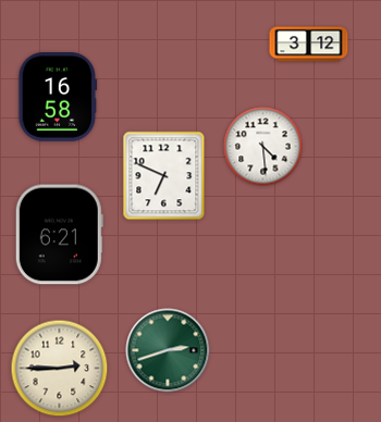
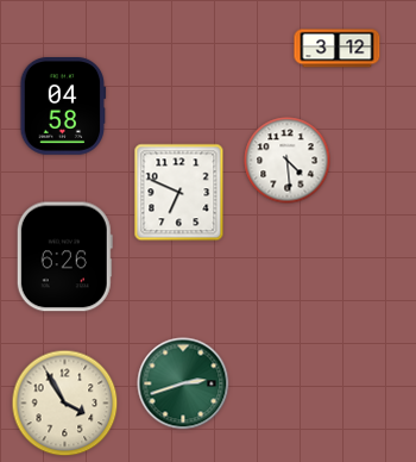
clock at (58, 98): 16:58 -> 04:58
clock at (59, 235): 6:21 -> 6:26
clock at (60, 369): 2:45 -> 3:55
